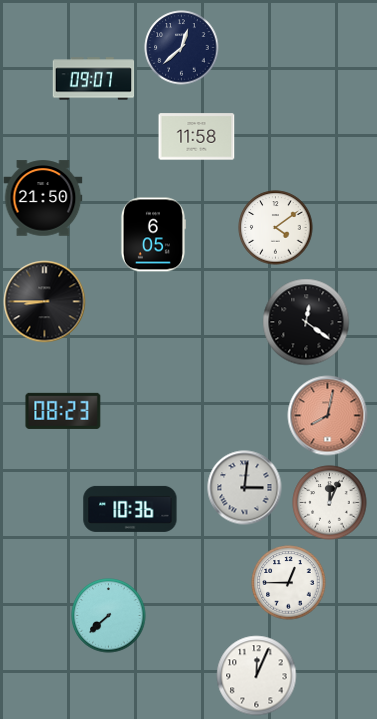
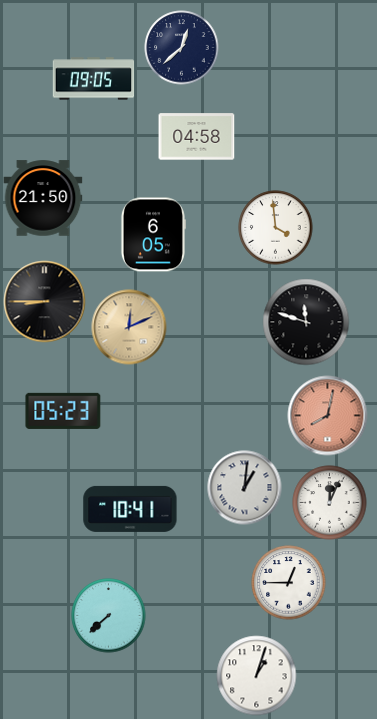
clock at (94, 79): 09:07 -> 09:05
clock at (197, 137): 11:58 -> 04:58
clock at (276, 228): 4:09 -> 3:59
clock at (306, 322): 12:21 -> 11:48
clock at (129, 327): none -> 12:11
clock at (63, 411): 08:23 -> 05:23
clock at (245, 488): 3:01 -> 1:01
clock at (130, 509): 10:36 -> 10:41
clock at (257, 676): 12:04 -> 1:03
